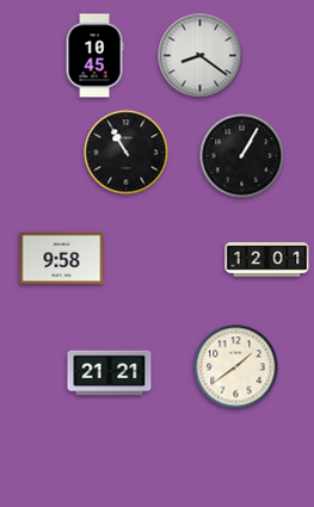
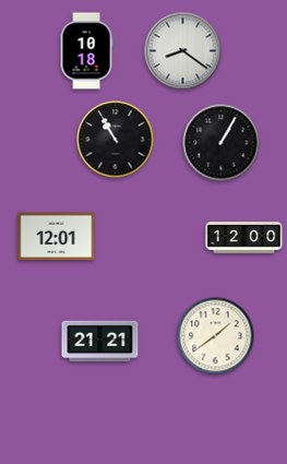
clock at (94, 56): 10:45 -> 10:18
clock at (62, 259): 9:58 -> 12:01
clock at (267, 260): 12:01 -> 12:00
